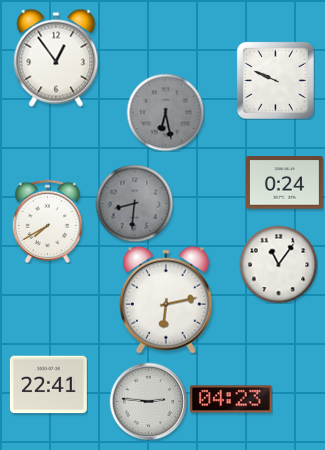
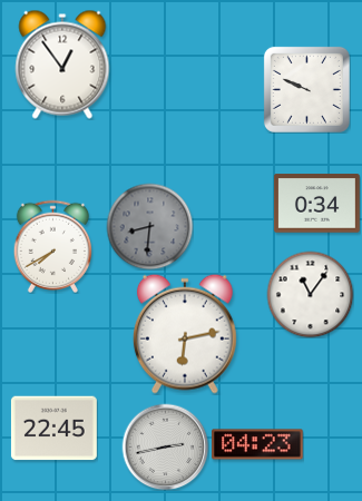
clock at (165, 112): 6:28 -> none
clock at (284, 183): 0:24 -> 0:34
clock at (48, 385): 22:41 -> 22:45
clock at (148, 401): 2:46 -> 2:43
